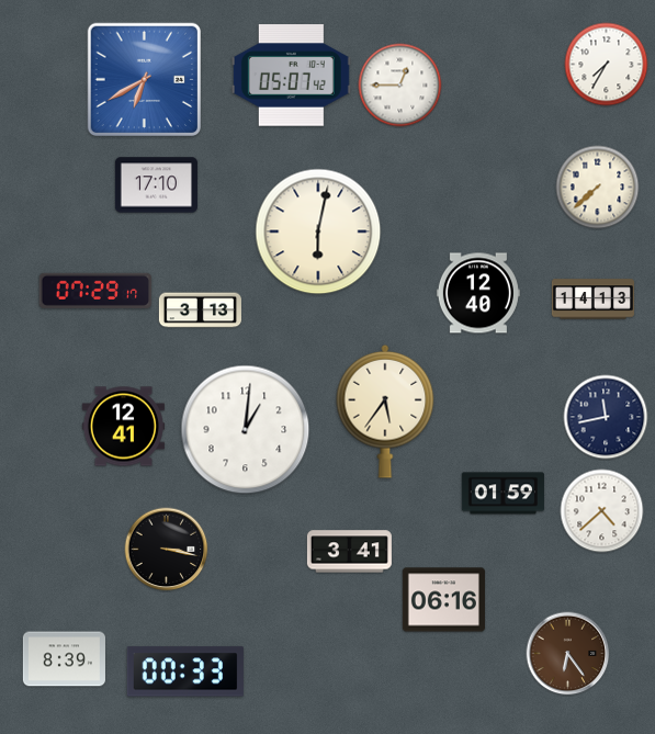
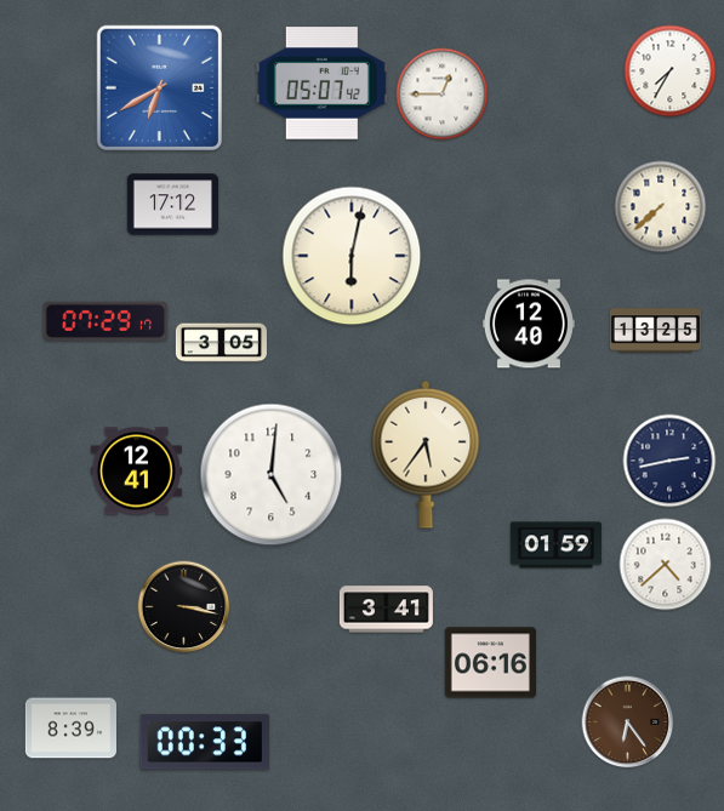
clock at (156, 185): 17:10 -> 17:12
clock at (592, 300): 14:13 -> 13:25
clock at (200, 310): 3:13 -> 3:05
clock at (606, 417): 11:43 -> 2:43
clock at (246, 430): 1:01 -> 5:01
